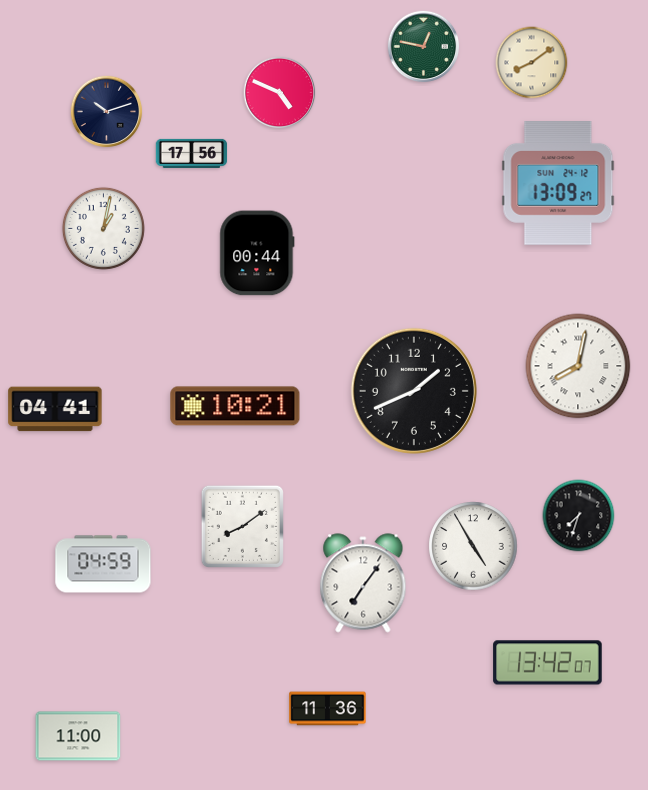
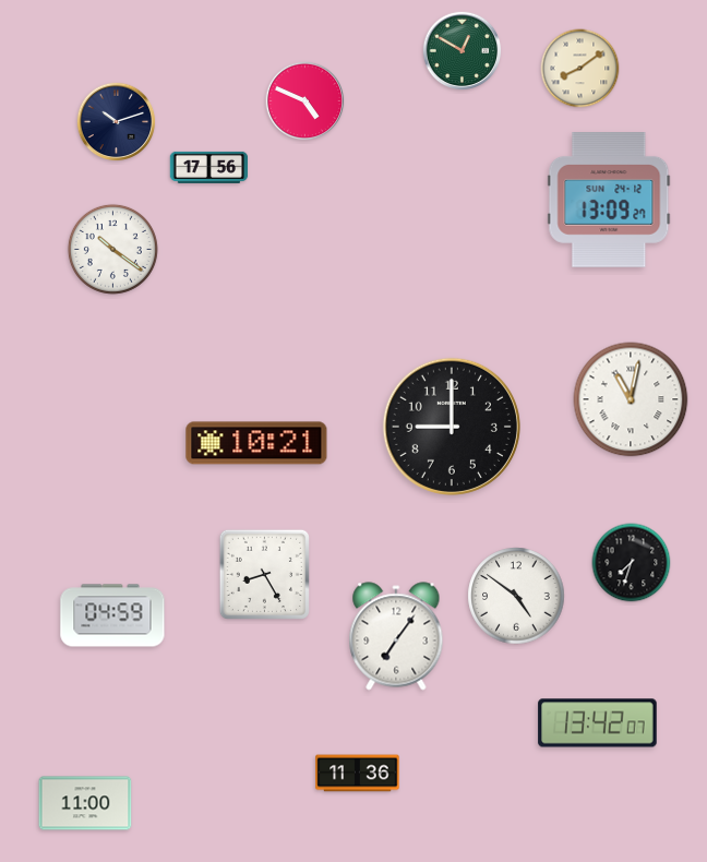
clock at (424, 47): 12:47 -> 12:50
clock at (103, 228): 1:02 -> 10:21
clock at (257, 253): 00:44 -> none
clock at (578, 366): 8:02 -> 11:02
clock at (414, 391): 1:41 -> 9:00
clock at (55, 409): 04:41 -> none
clock at (242, 526): 8:09 -> 8:25
clock at (473, 546): 4:55 -> 4:51
